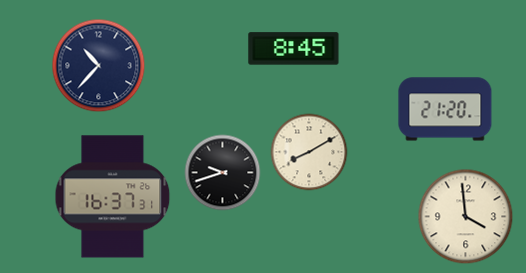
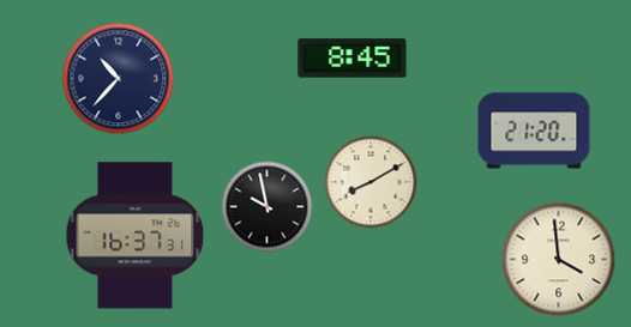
clock at (223, 173): 9:42 -> 9:58
